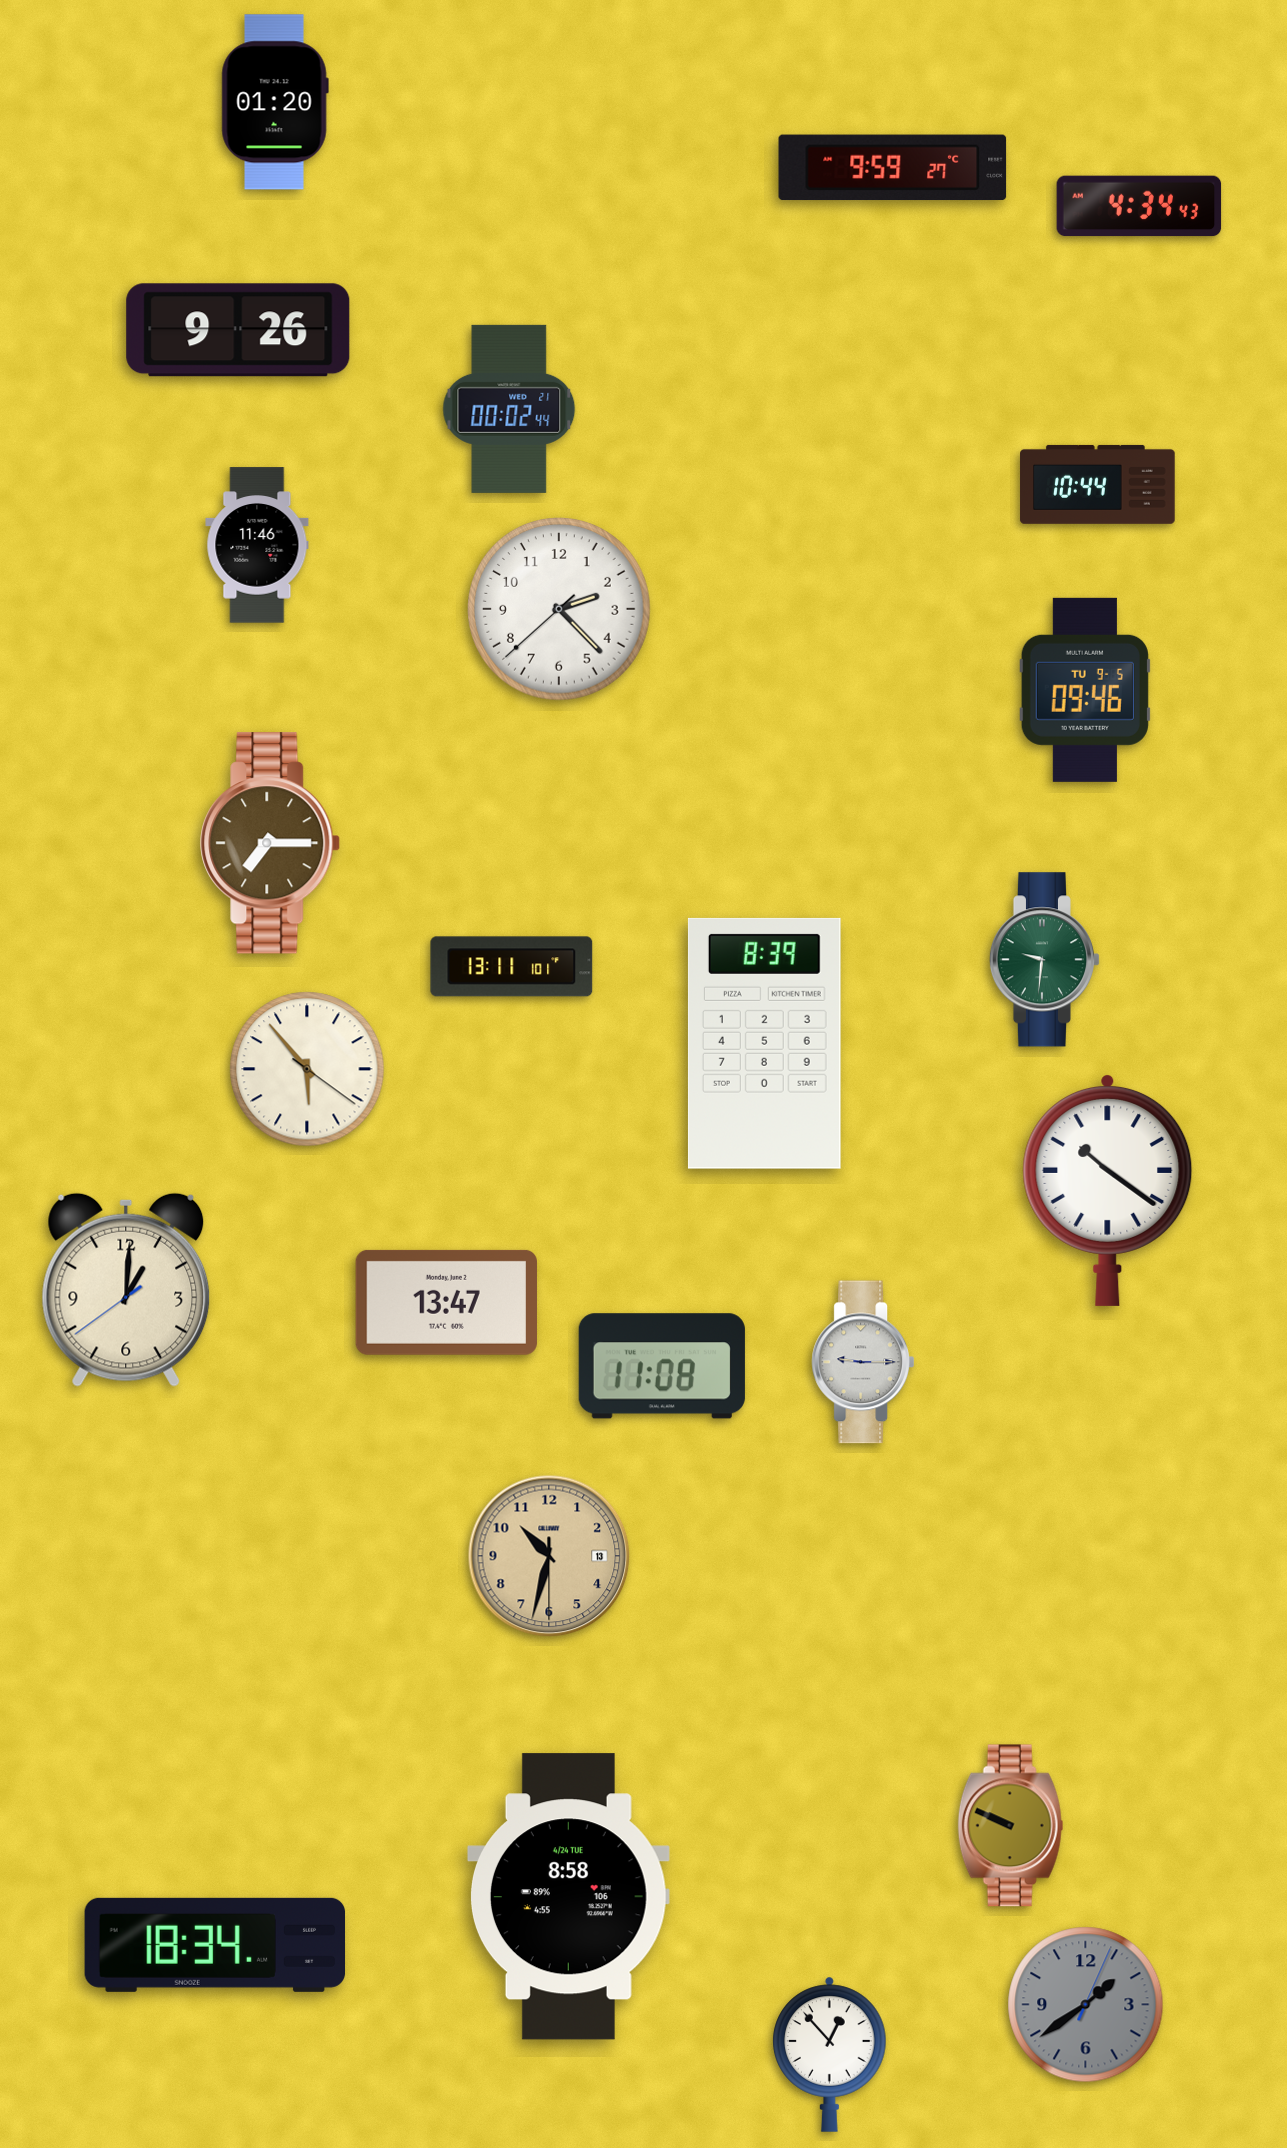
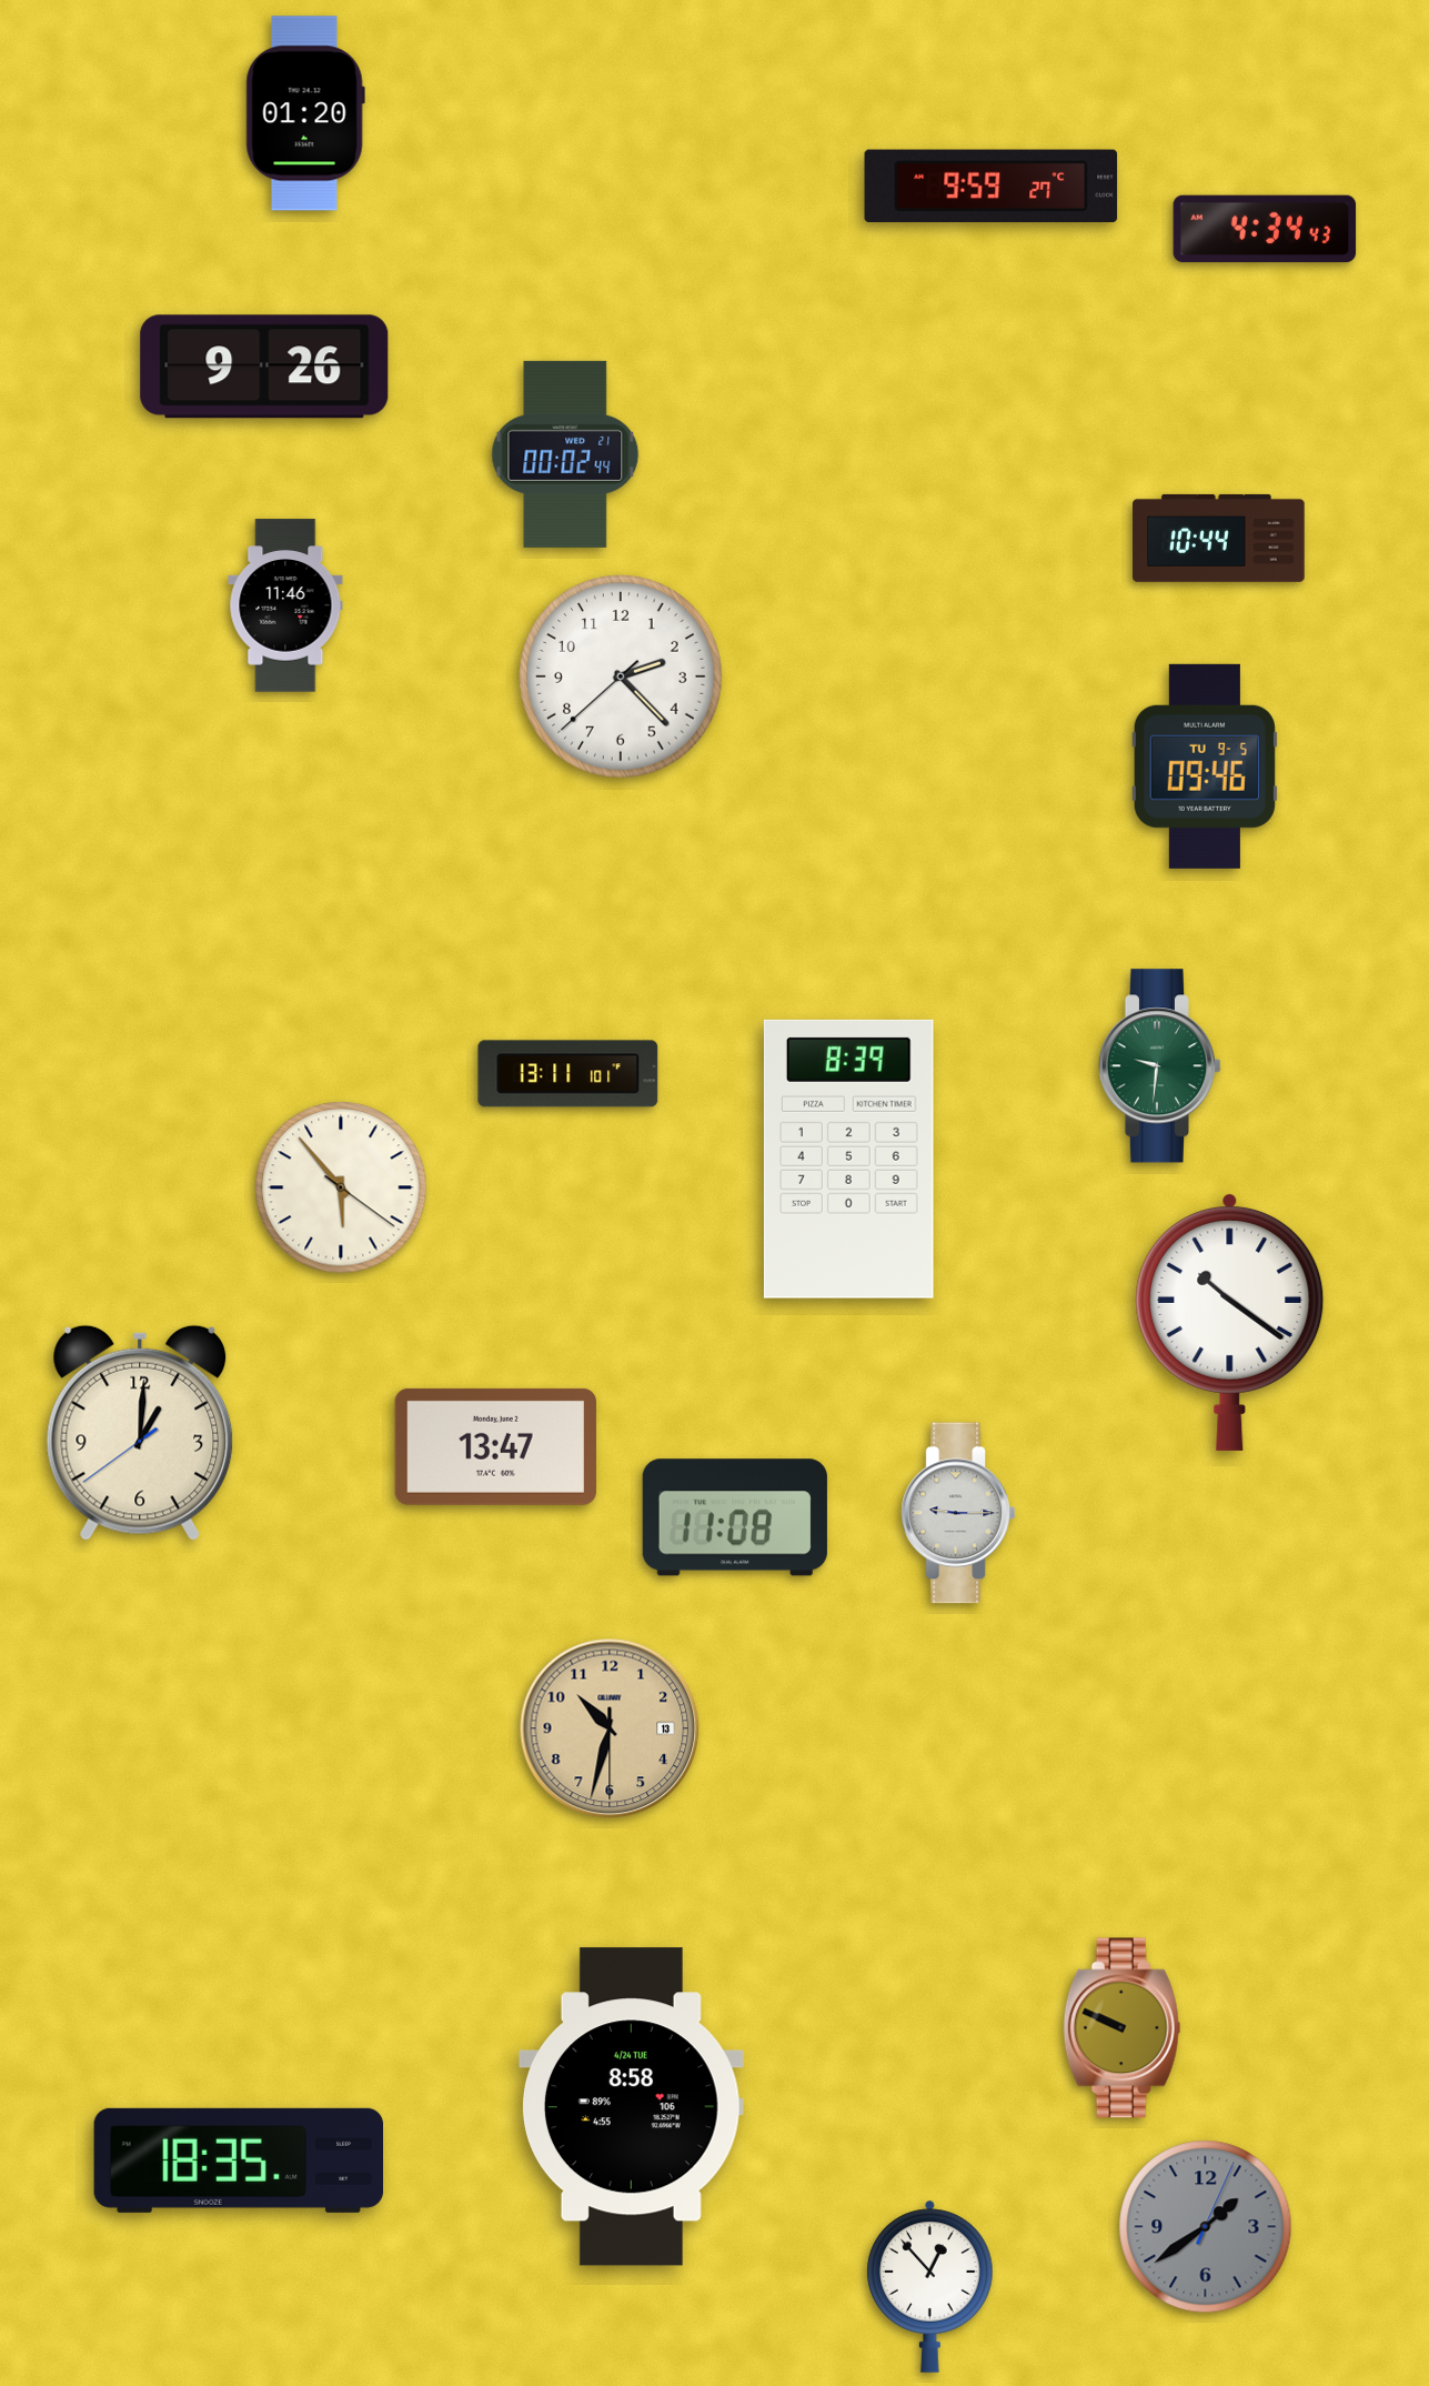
clock at (271, 843): 7:15 -> none
clock at (215, 1945): 18:34 -> 18:35
clock at (830, 2054) position: (830, 2054) -> (930, 2286)
